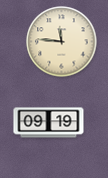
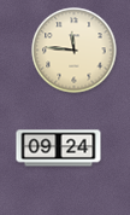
clock at (49, 123): 09:19 -> 09:24
